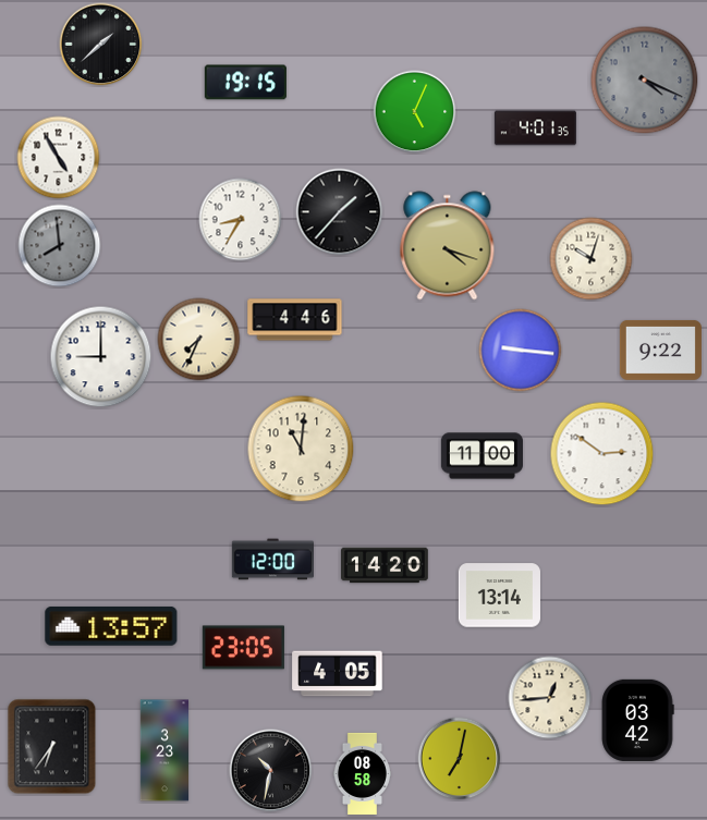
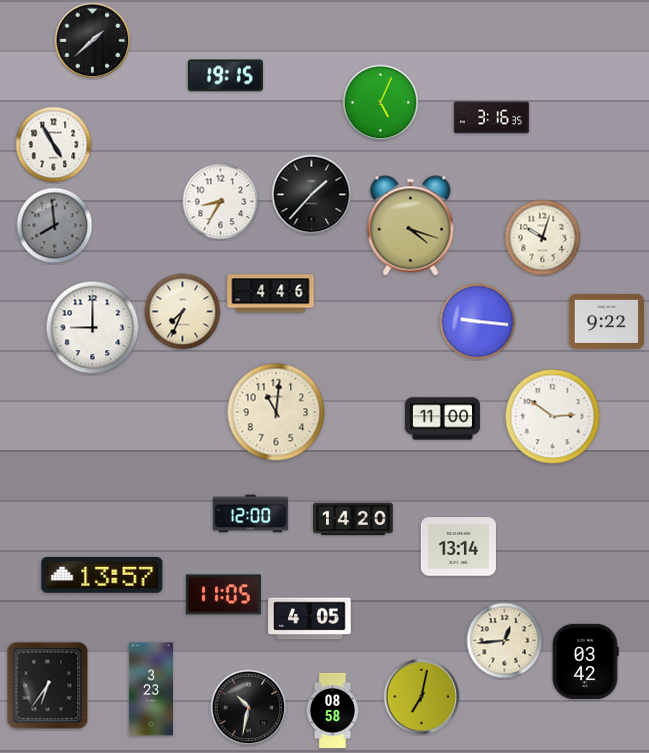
clock at (645, 81): 4:19 -> none
clock at (535, 128): 4:01 -> 3:16
clock at (243, 648): 23:05 -> 11:05
